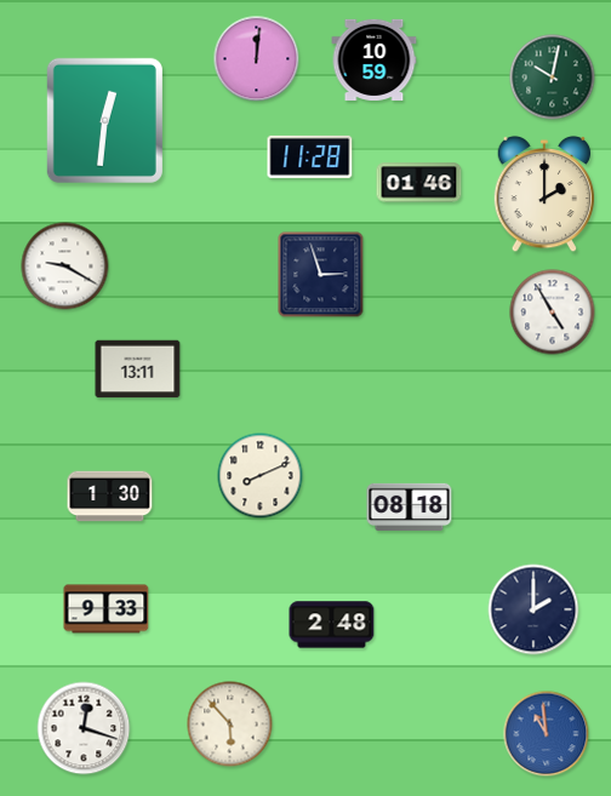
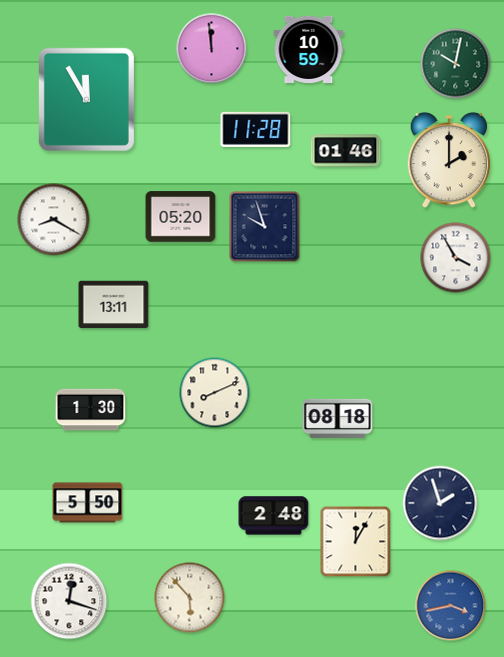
clock at (257, 59): 12:01 -> 11:59
clock at (104, 120): 12:31 -> 11:55
clock at (181, 217): none -> 05:20
clock at (65, 267): 9:20 -> 8:20
clock at (321, 275): 2:57 -> 9:57
clock at (553, 313): 4:55 -> 3:55
clock at (107, 609): 9:33 -> 5:50
clock at (533, 609): 2:00 -> 1:57
clock at (356, 542): none -> 12:05
clock at (547, 734): 10:59 -> 3:43
